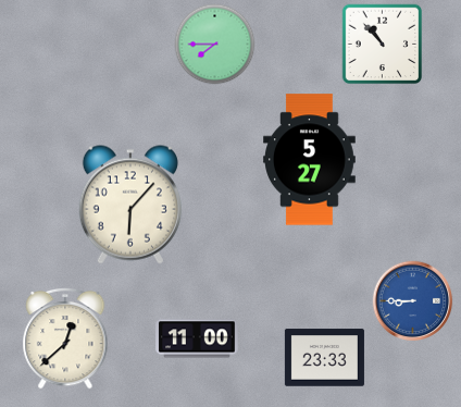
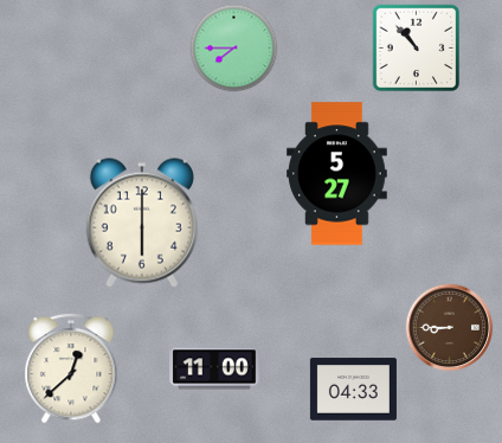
clock at (130, 205): 6:07 -> 6:00
clock at (413, 301) dial: blue -> brown
clock at (324, 358): 23:33 -> 04:33
